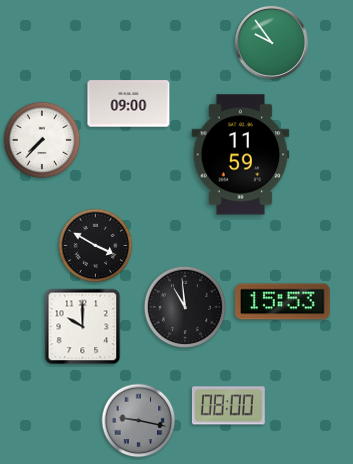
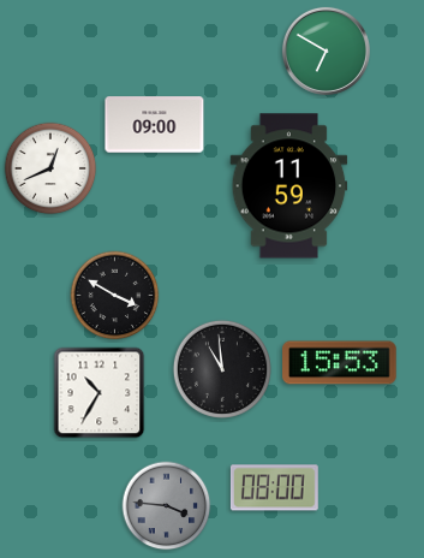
clock at (271, 42): 9:54 -> 6:50
clock at (42, 140): 7:37 -> 12:41
clock at (83, 327): 10:00 -> 10:35
clock at (139, 421): 9:17 -> 3:46
